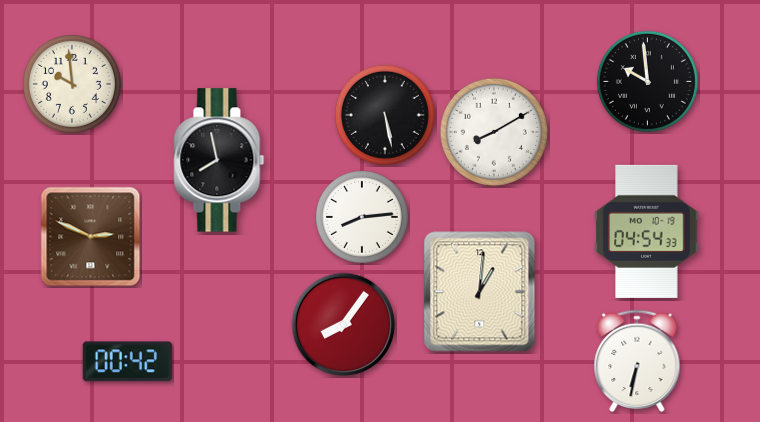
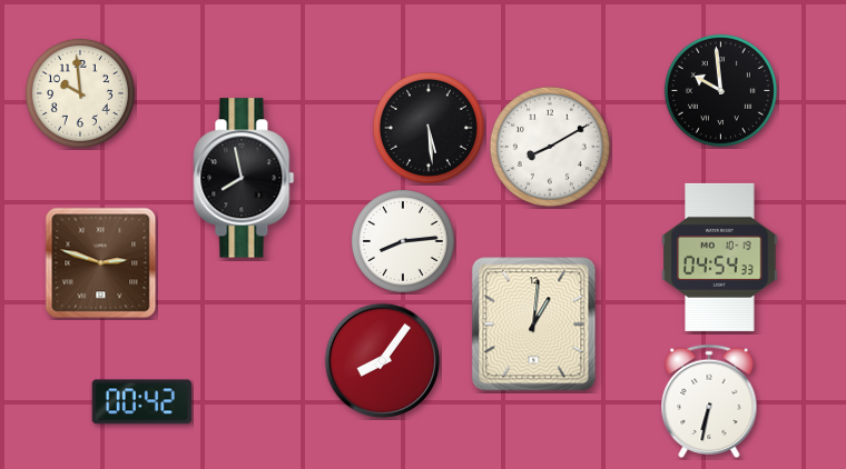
clock at (385, 115): 5:28 -> 5:29
clock at (91, 237): 2:49 -> 2:48
